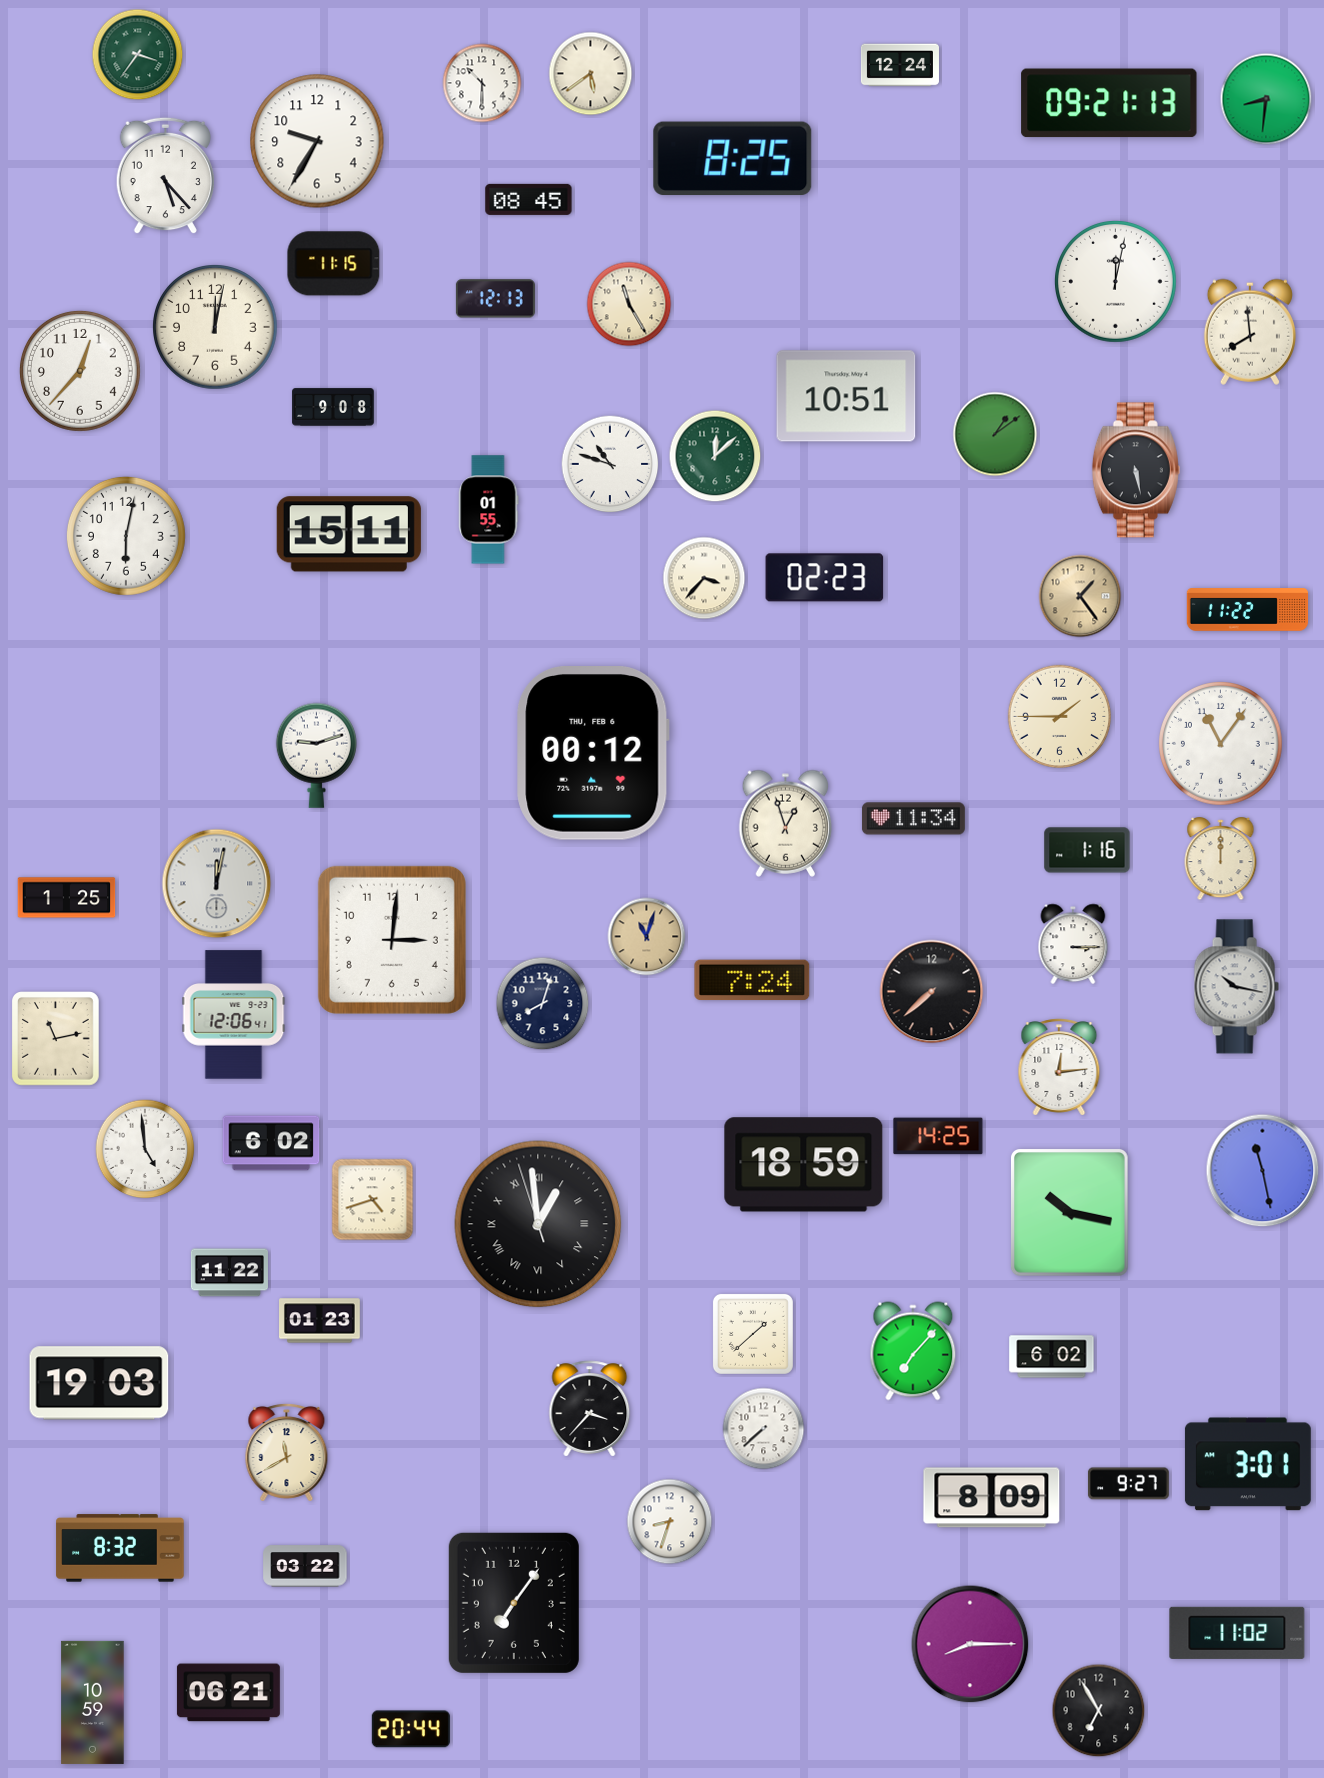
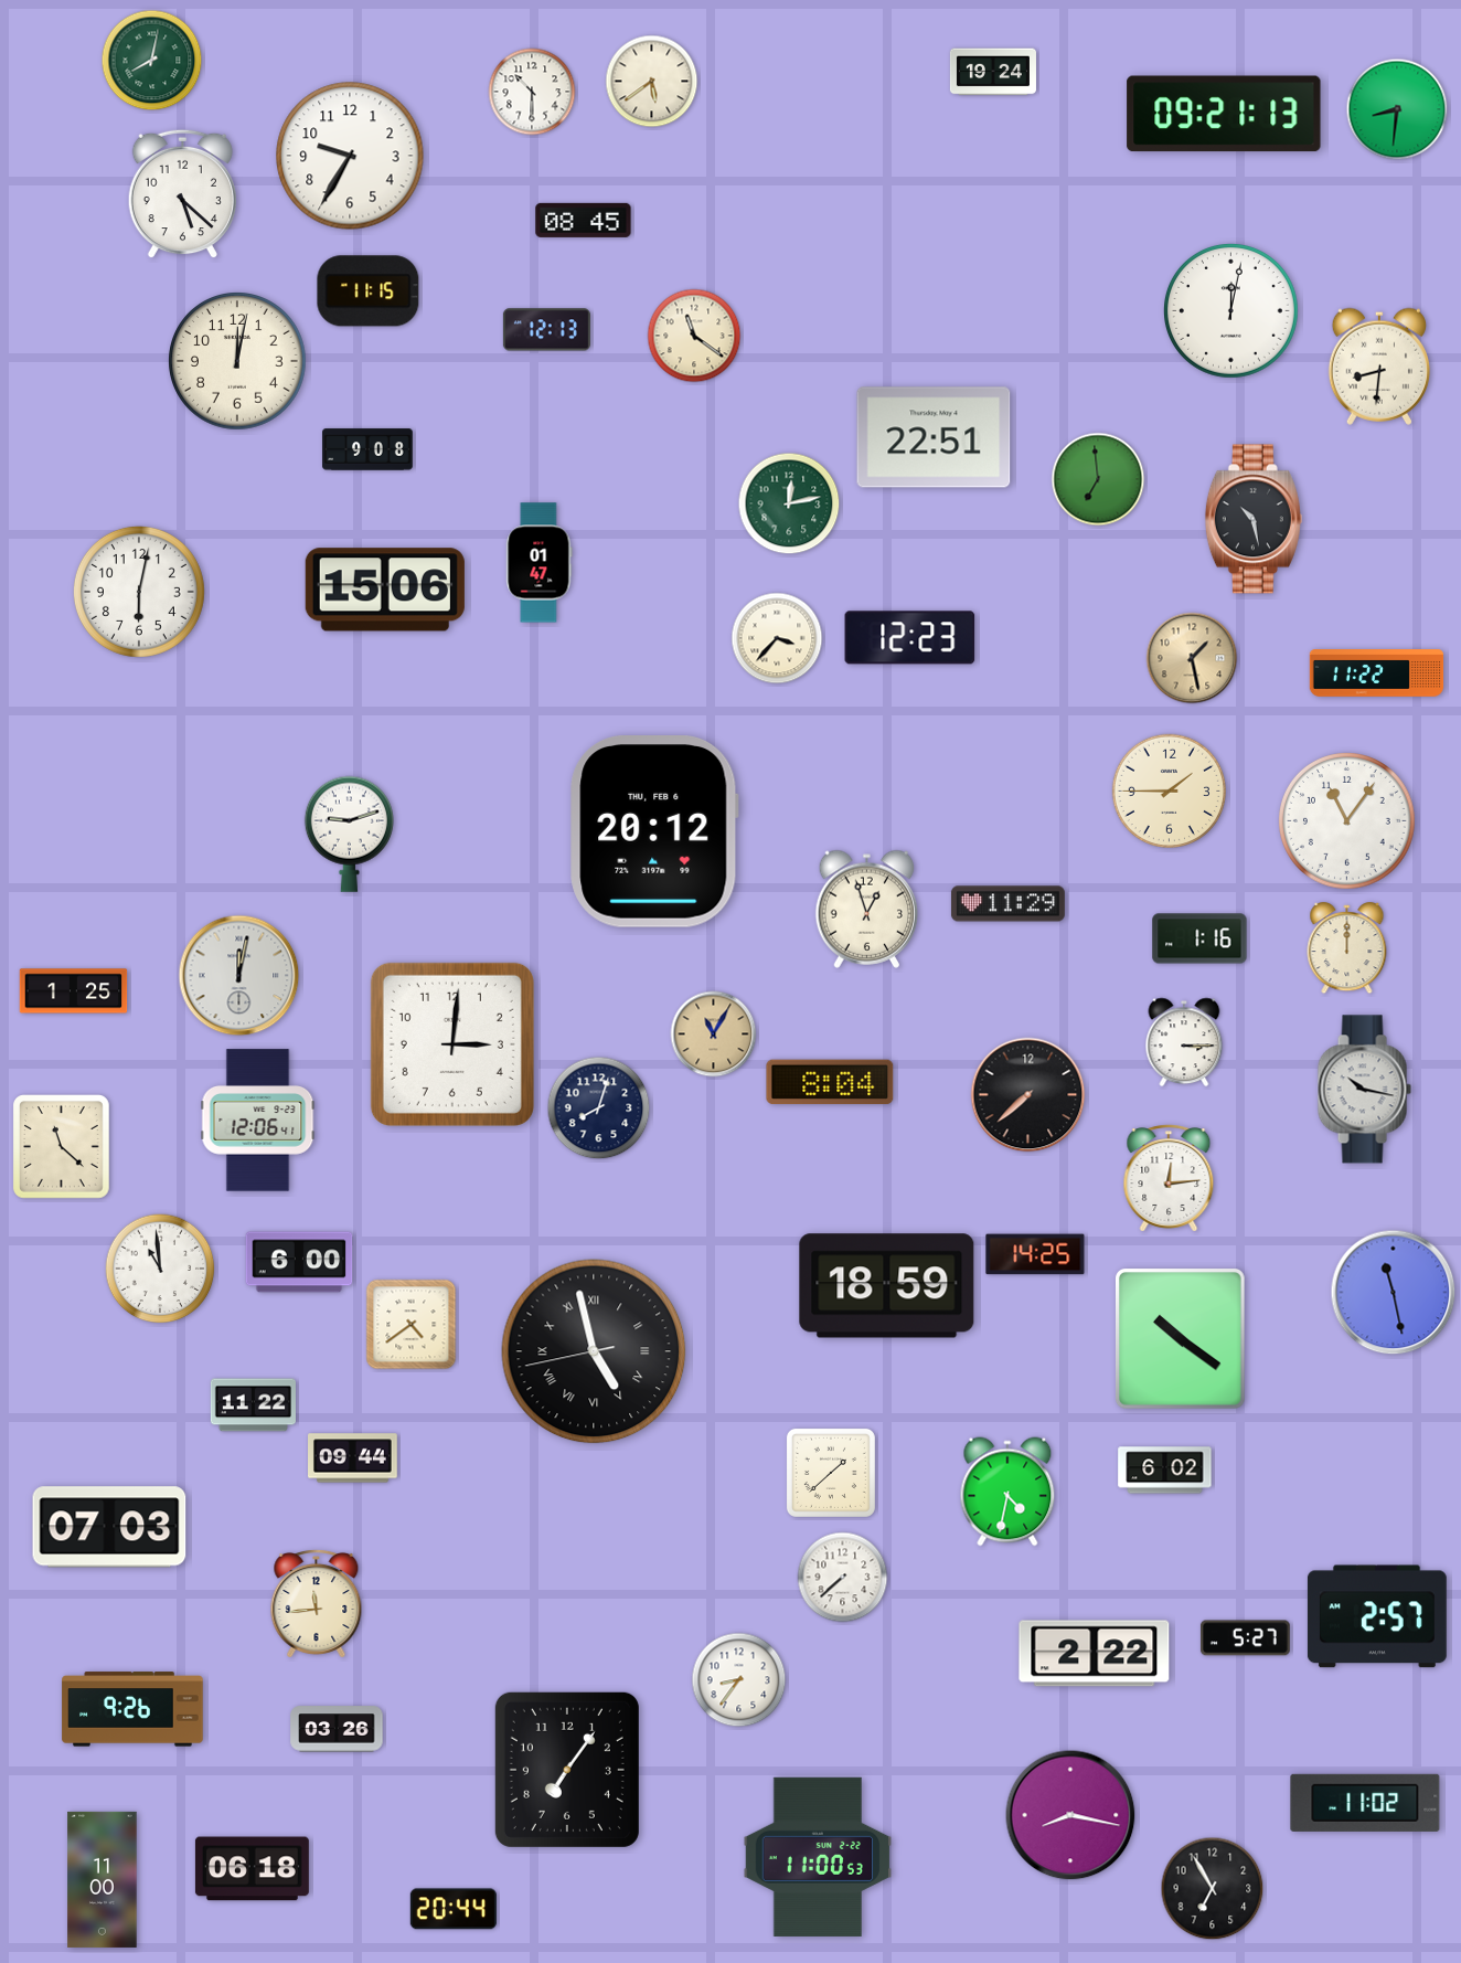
clock at (138, 55): 3:36 -> 8:02
clock at (900, 65): 12:24 -> 19:24
clock at (733, 159): 8:25 -> none
clock at (165, 176): 5:23 -> 5:22
clock at (629, 304): 11:25 -> 11:21
clock at (1250, 332): 7:59 -> 8:31
clock at (80, 371): 12:37 -> none
clock at (846, 396): 10:51 -> 22:51
clock at (995, 434): 1:09 -> 6:59
clock at (715, 456): 12:08 -> 12:13
clock at (610, 464): 10:48 -> none
clock at (1136, 470): 5:28 -> 10:28
clock at (489, 510): 01:55 -> 01:47
clock at (349, 534): 15:11 -> 15:06
clock at (825, 578): 02:23 -> 12:23
clock at (1080, 596): 1:24 -> 1:28
clock at (593, 754): 00:12 -> 20:12
clock at (913, 819): 11:34 -> 11:29
clock at (647, 937): 11:03 -> 11:05
clock at (392, 940) position: (392, 940) -> (452, 1044)
clock at (752, 980): 7:24 -> 8:04
clock at (56, 1039): 11:13 -> 11:22
clock at (271, 1143): 6:02 -> 6:00
clock at (145, 1149): 4:59 -> 10:59
clock at (373, 1200): 4:42 -> 4:39
clock at (1070, 1213): 10:17 -> 10:21
clock at (538, 1224): 12:58 -> 4:57
clock at (320, 1321): 01:23 -> 09:44
clock at (913, 1351): 7:07 -> 4:32
clock at (1052, 1357) position: (1052, 1357) -> (1165, 1471)
clock at (99, 1383): 19:03 -> 07:03
clock at (590, 1409): 3:37 -> none
clock at (287, 1452): 11:40 -> 11:44
clock at (1248, 1464): 3:01 -> 2:57
clock at (1128, 1484): 9:27 -> 5:27
clock at (992, 1498): 8:09 -> 2:22
clock at (670, 1522): 8:33 -> 8:36
clock at (120, 1548): 8:32 -> 9:26
clock at (305, 1566): 03:22 -> 03:26
clock at (970, 1644): 8:15 -> 8:17
clock at (818, 1857): none -> 11:00
clock at (228, 1693): 06:21 -> 06:18
clock at (93, 1702): 10:59 -> 11:00
